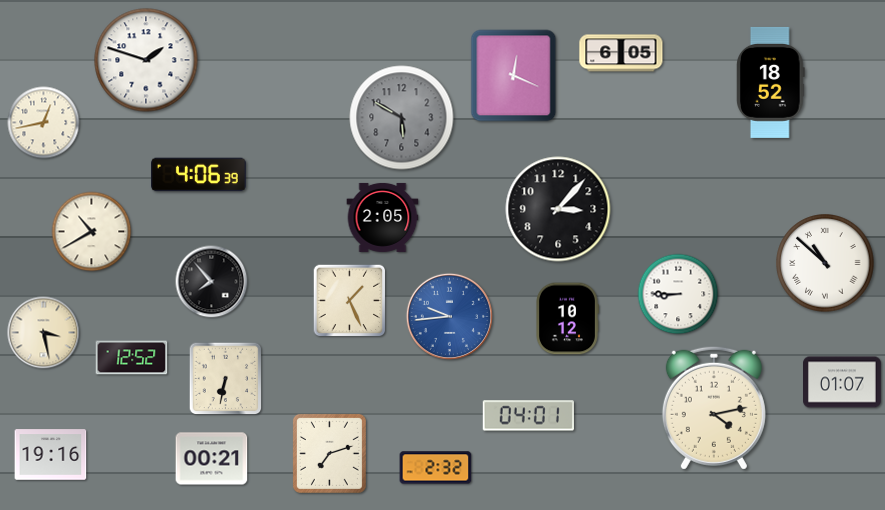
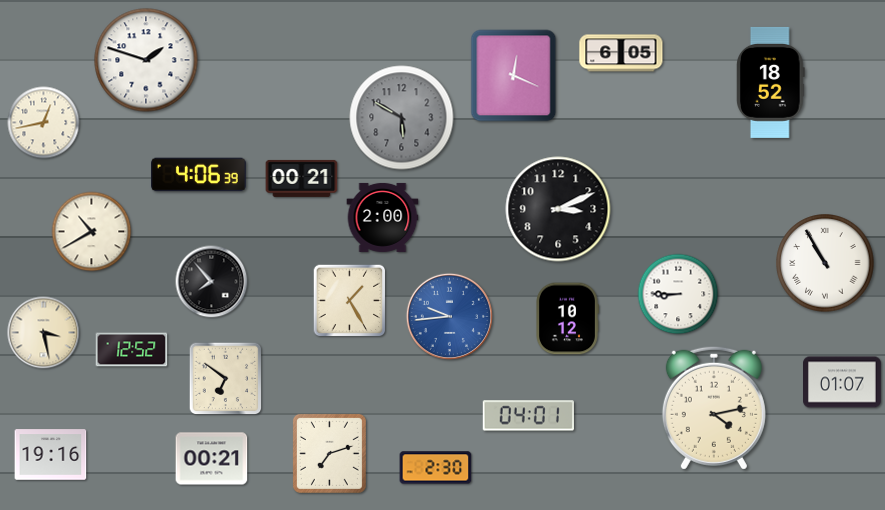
clock at (302, 178): none -> 00:21
clock at (558, 209): 3:07 -> 3:11
clock at (383, 217): 2:05 -> 2:00
clock at (825, 263): 10:52 -> 10:55
clock at (350, 301): 1:26 -> 1:25
clock at (132, 358) position: (132, 358) -> (132, 350)
clock at (226, 379): 6:32 -> 6:51
clock at (436, 468): 2:32 -> 2:30
